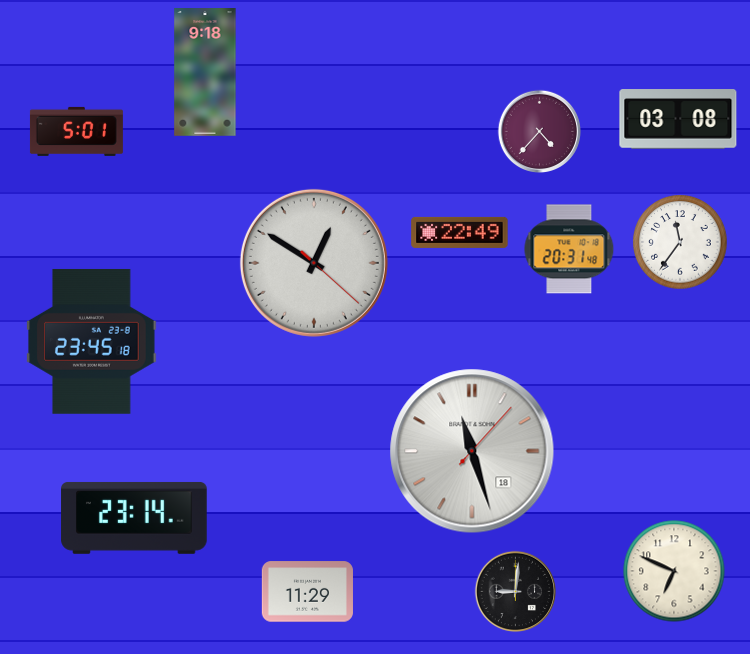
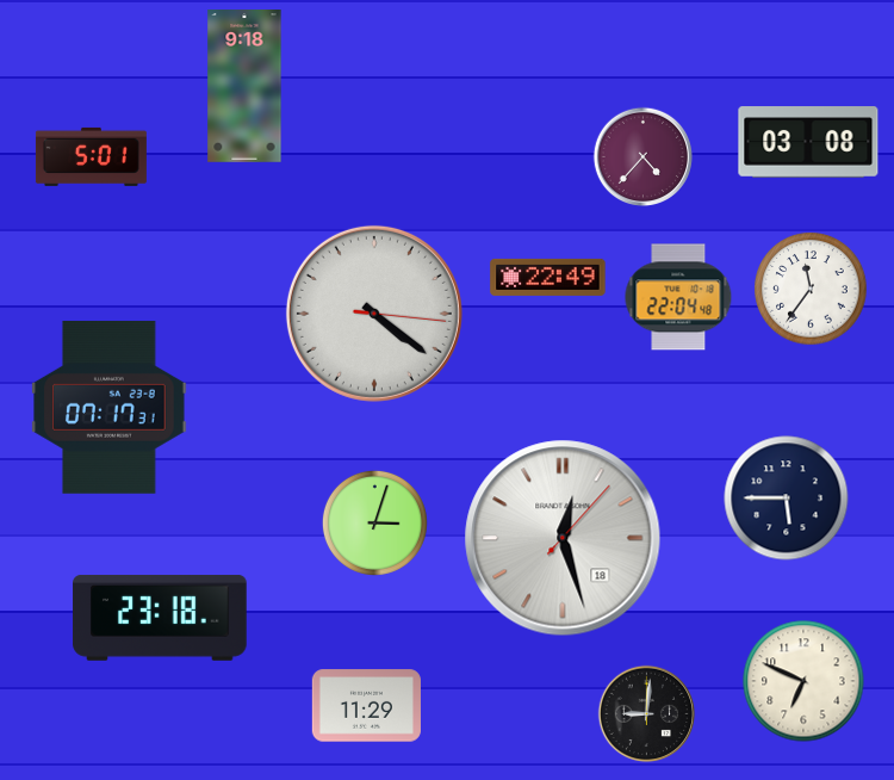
clock at (569, 249): 20:31 -> 22:04
clock at (314, 263): 12:50 -> 4:21
clock at (92, 341): 23:45 -> 07:17
clock at (787, 499): none -> 5:45
clock at (374, 522): none -> 3:03
clock at (472, 451): 11:27 -> 12:27
clock at (134, 518): 23:14 -> 23:18
clock at (516, 592) position: (516, 592) -> (647, 714)
